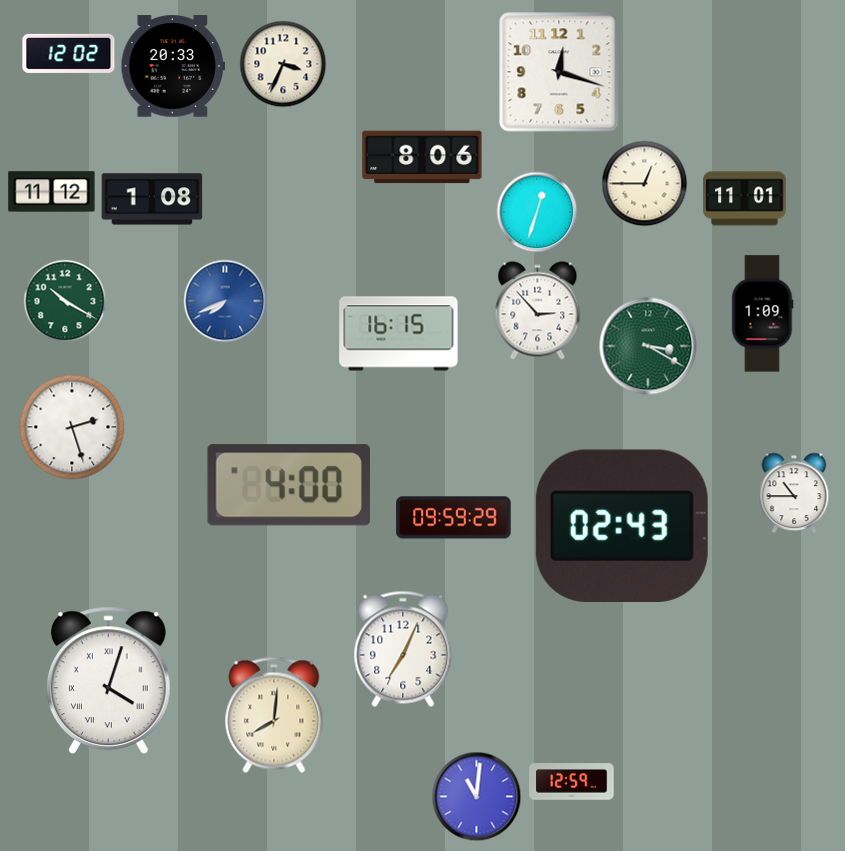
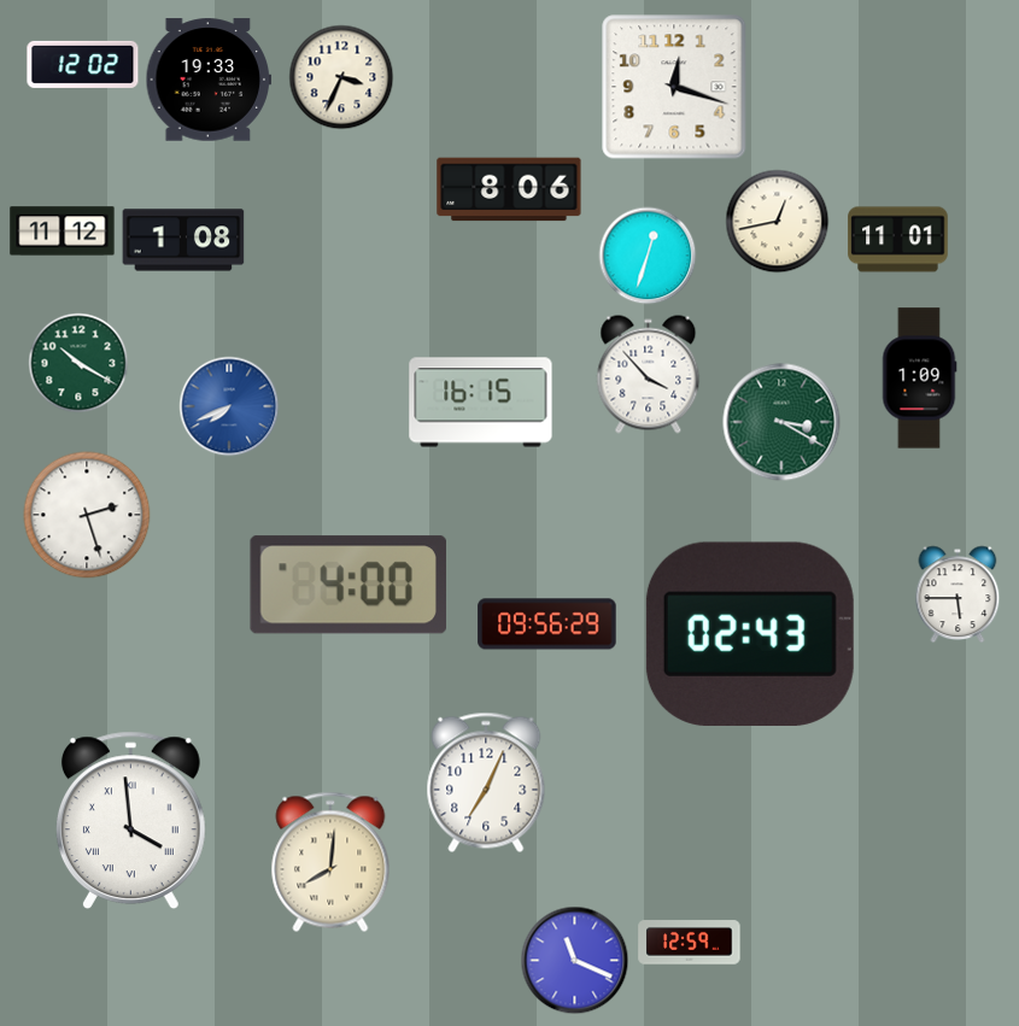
clock at (172, 66): 20:33 -> 19:33
clock at (645, 184): 12:45 -> 12:43
clock at (225, 301) position: (225, 301) -> (229, 406)
clock at (538, 311): 2:53 -> 3:53
clock at (648, 346) position: (648, 346) -> (781, 422)
clock at (794, 493): 10:45 -> 5:45
clock at (454, 518): 09:59 -> 09:56
clock at (108, 680): 4:03 -> 3:59
clock at (477, 797): 11:01 -> 11:19
